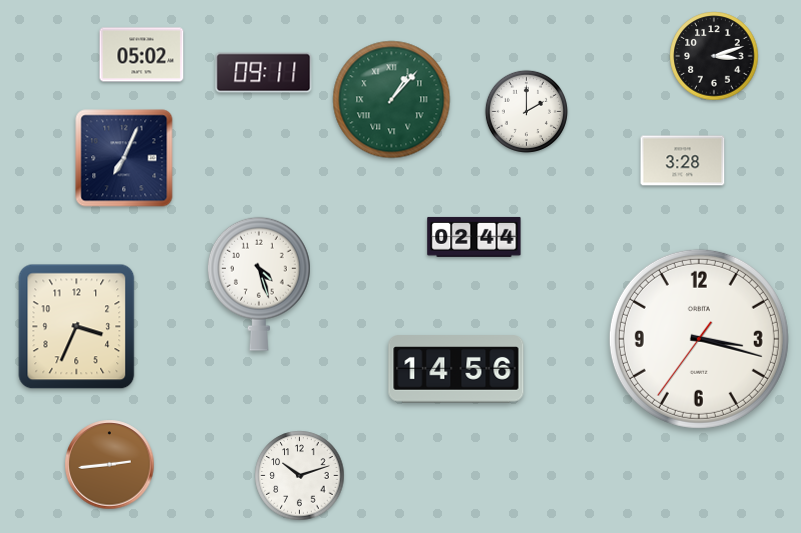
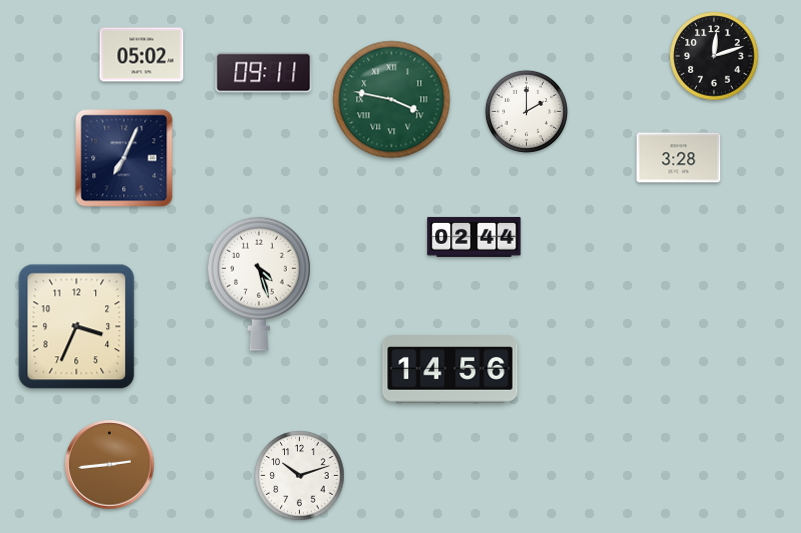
clock at (714, 56): 3:12 -> 12:12
clock at (392, 100): 1:07 -> 3:47
clock at (683, 161) position: (683, 161) -> (679, 158)
clock at (699, 339): 3:17 -> none
clock at (456, 369) position: (456, 369) -> (450, 369)
